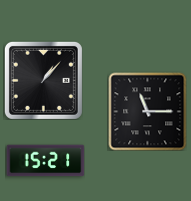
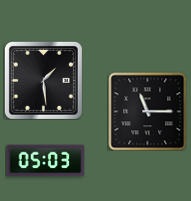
clock at (43, 80): 1:07 -> 1:29
clock at (45, 161): 15:21 -> 05:03
